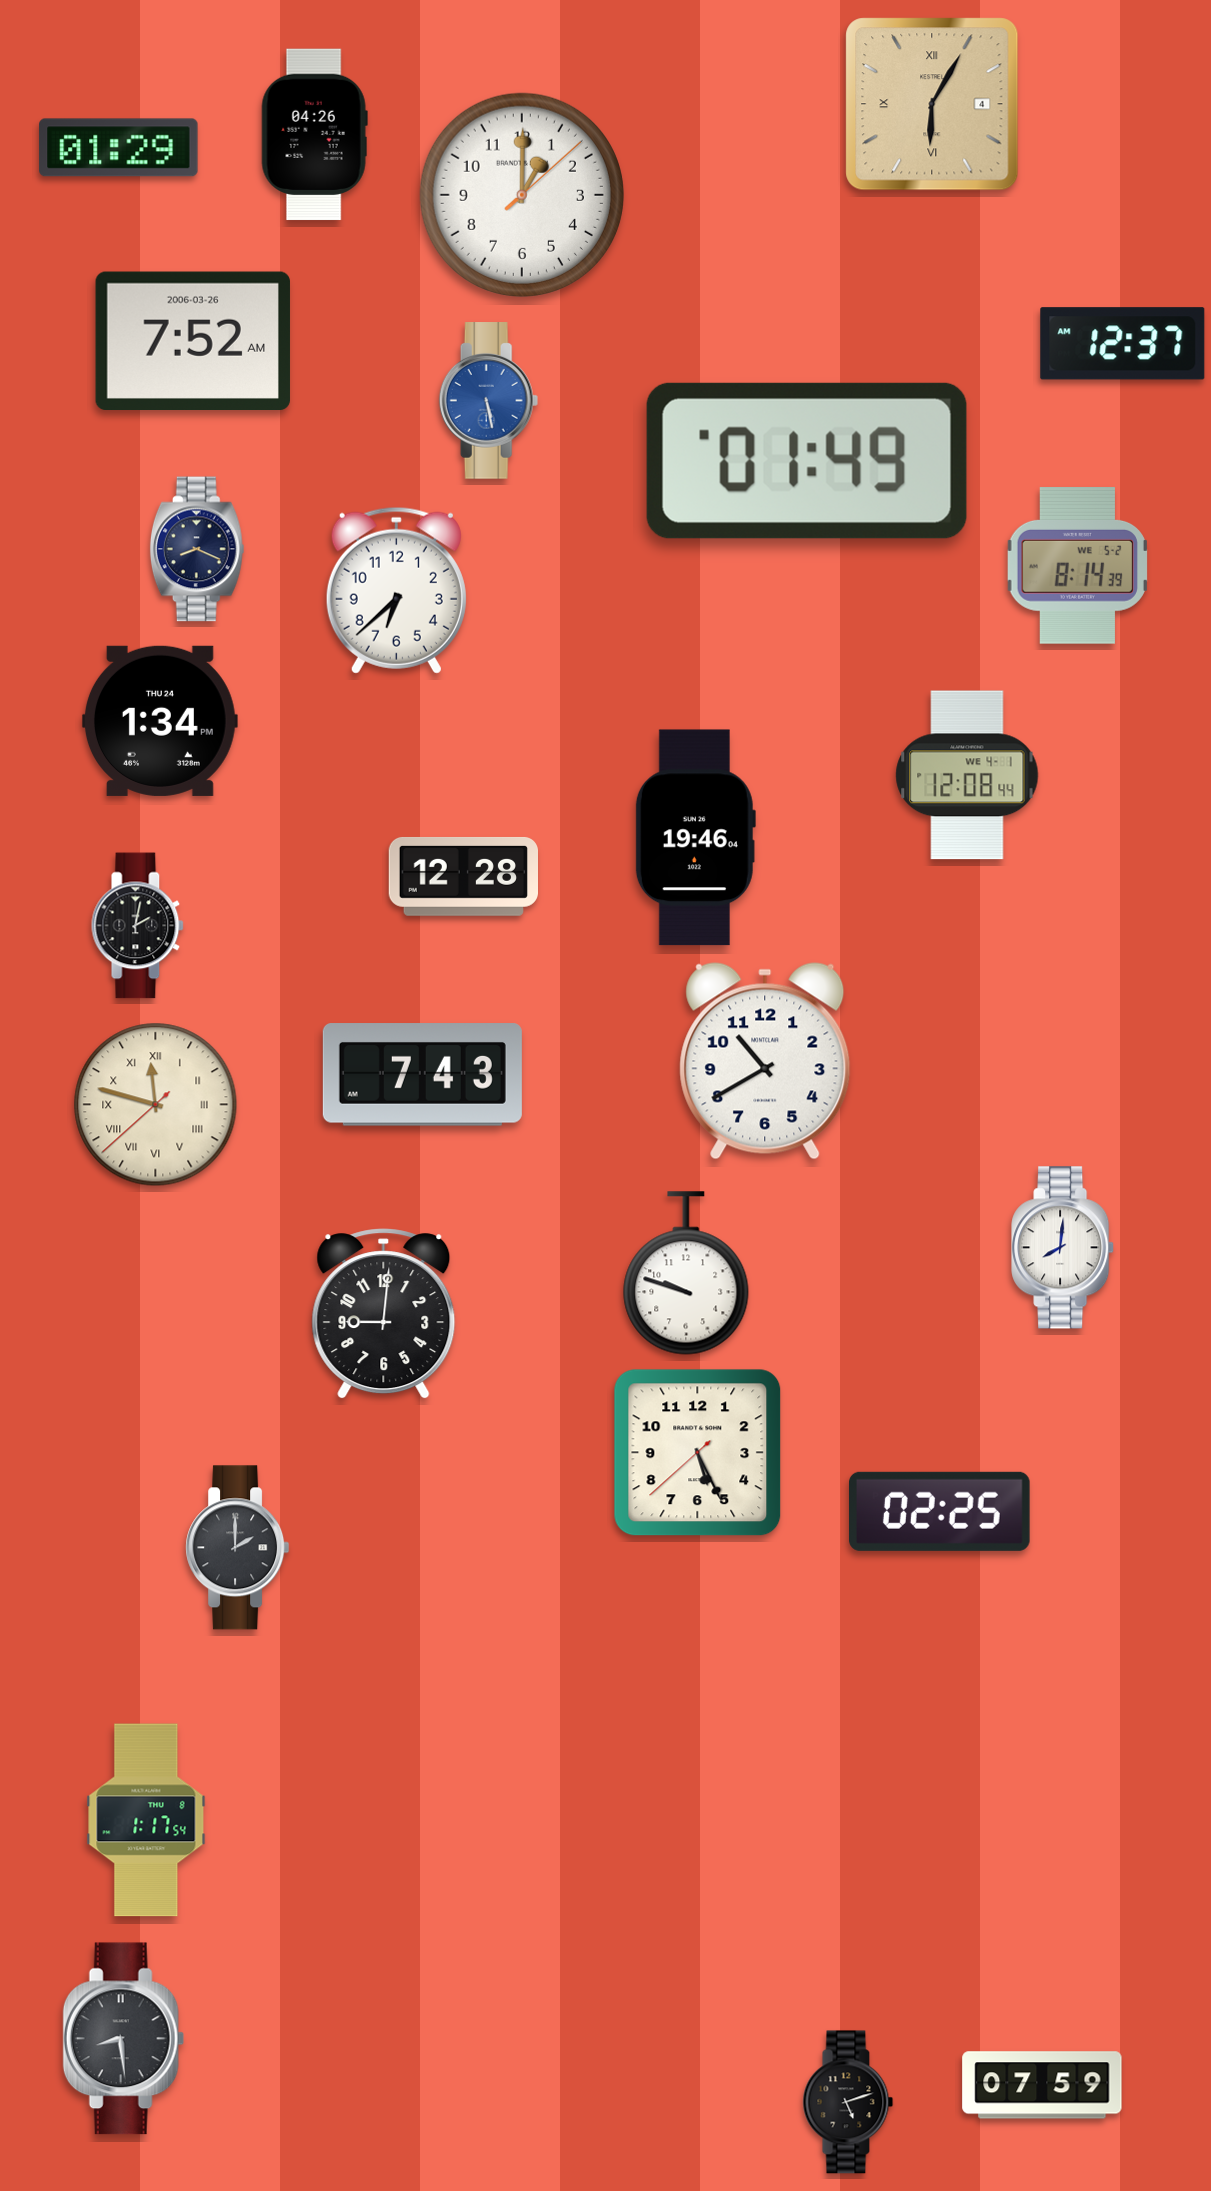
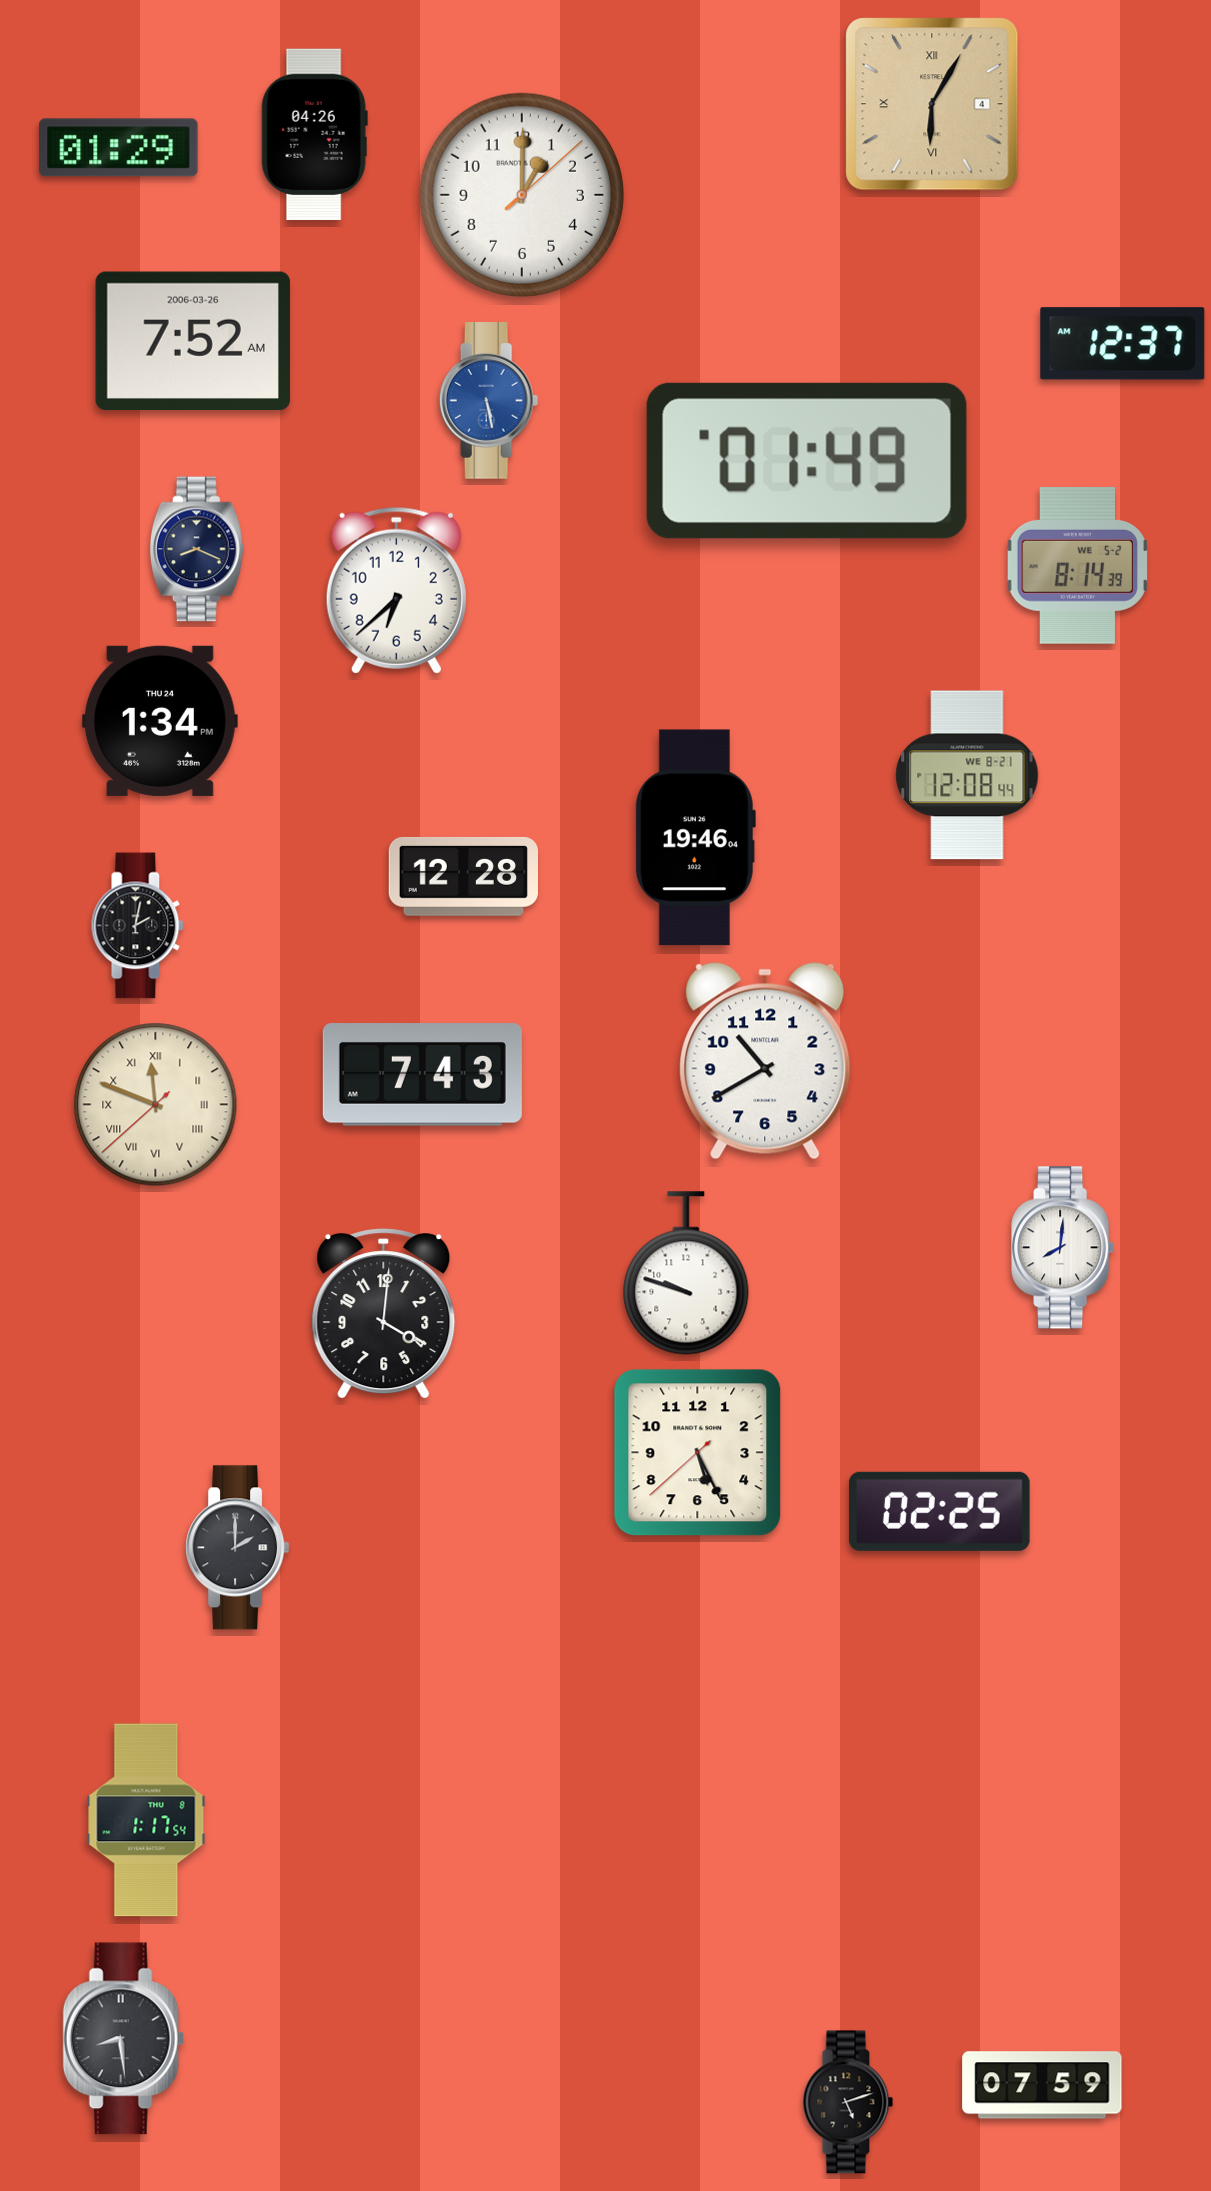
clock at (967, 775) date: WE 4-1 -> WE 8-21
clock at (156, 1105): 11:47 -> 11:48
clock at (384, 1314): 9:01 -> 4:01
